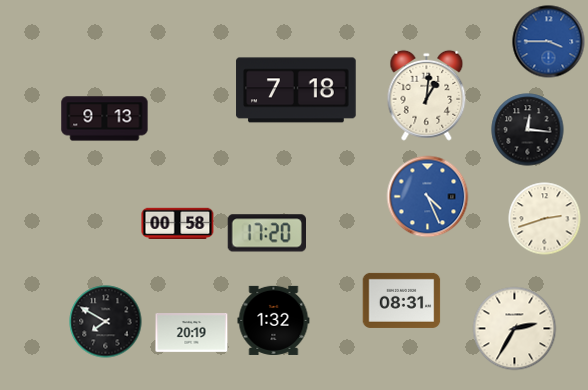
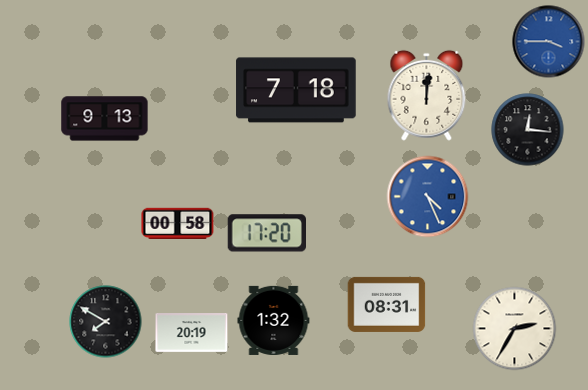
clock at (427, 95): 1:01 -> 12:01
clock at (545, 219): 2:42 -> none
clock at (402, 300) position: (402, 300) -> (387, 304)
